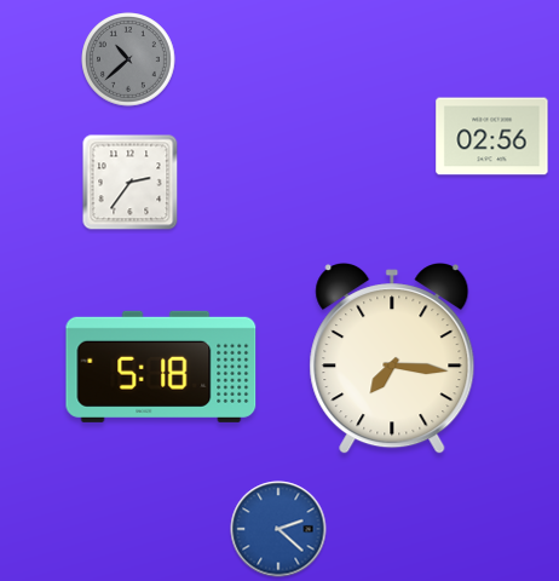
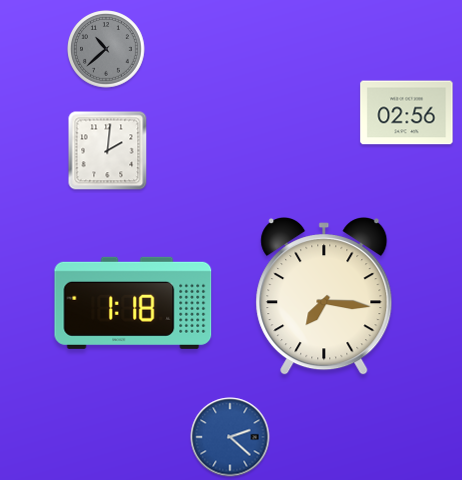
clock at (131, 183): 2:36 -> 2:01
clock at (161, 367): 5:18 -> 1:18
